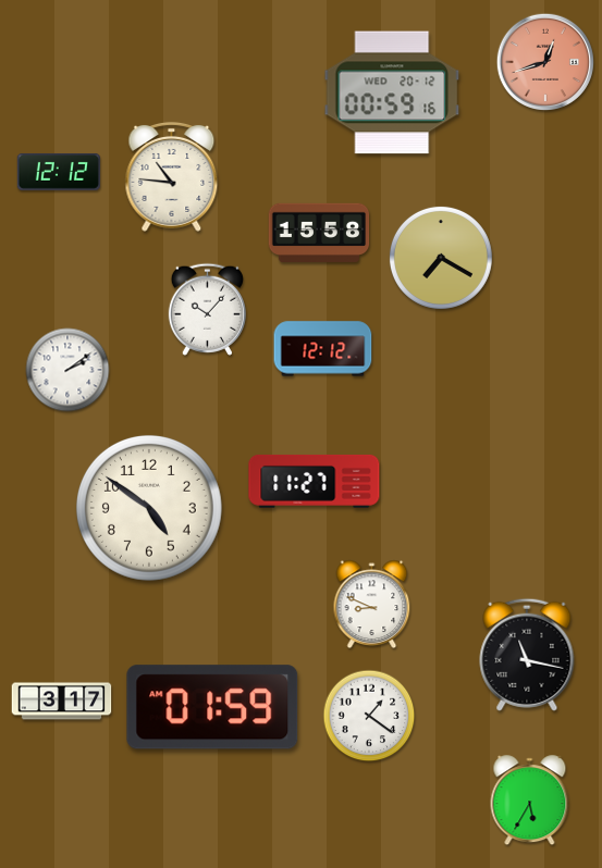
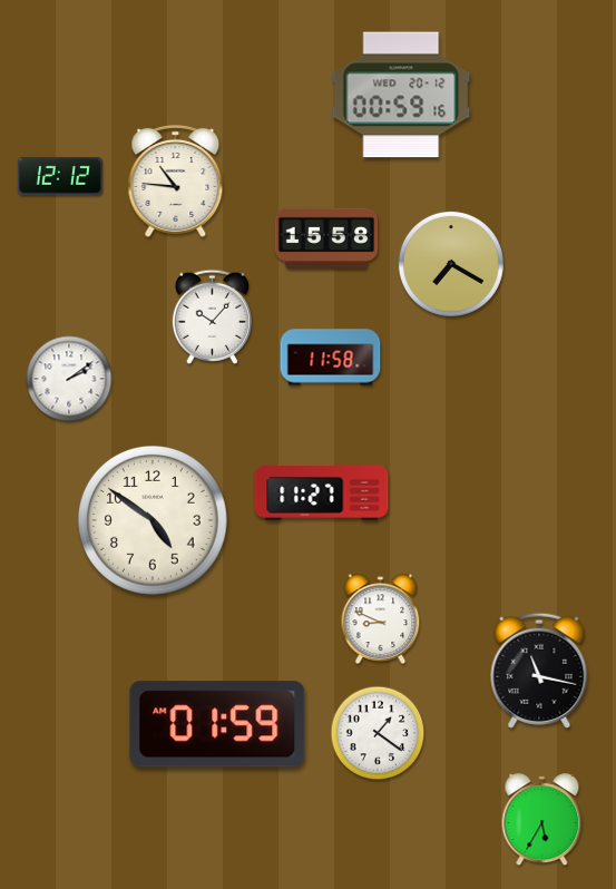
clock at (544, 61): 12:42 -> none
clock at (323, 349): 12:12 -> 11:58
clock at (62, 702): 3:17 -> none
